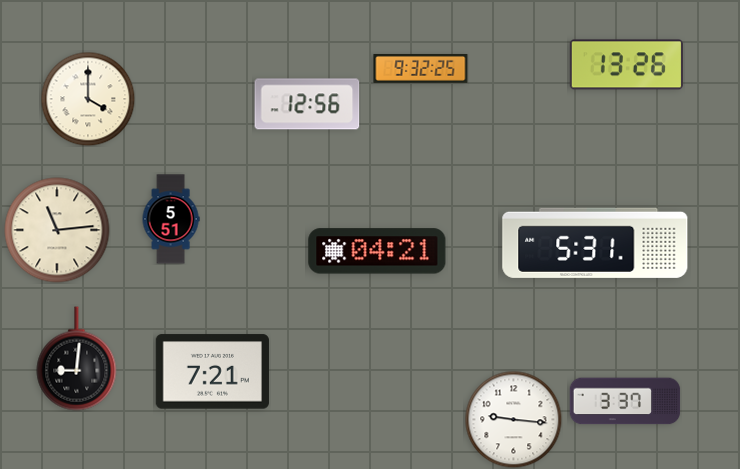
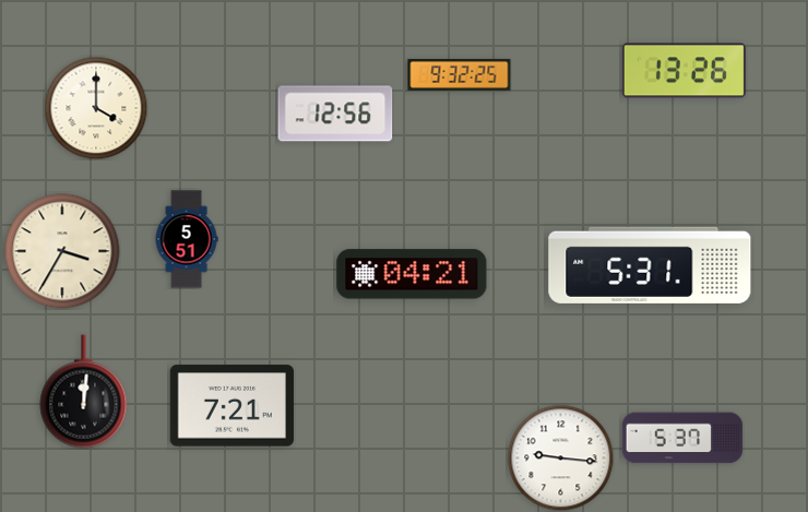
clock at (57, 230): 11:14 -> 3:35
clock at (77, 359): 9:01 -> 12:01
clock at (625, 401): 3:37 -> 5:37
